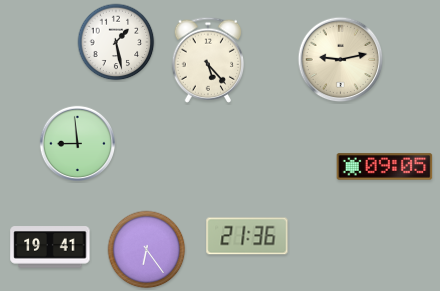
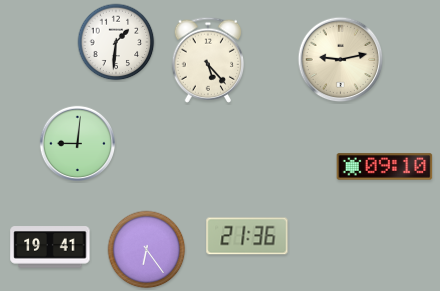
clock at (116, 42): 1:28 -> 1:31
clock at (77, 143): 8:59 -> 9:01
clock at (385, 167): 09:05 -> 09:10
